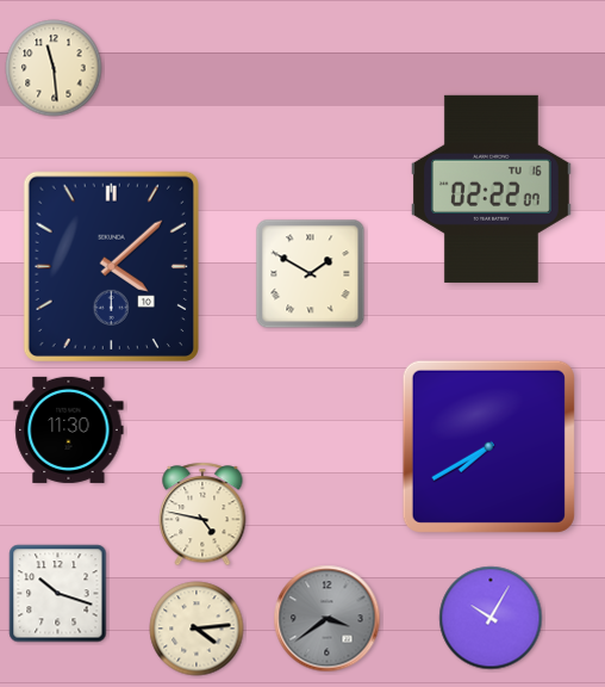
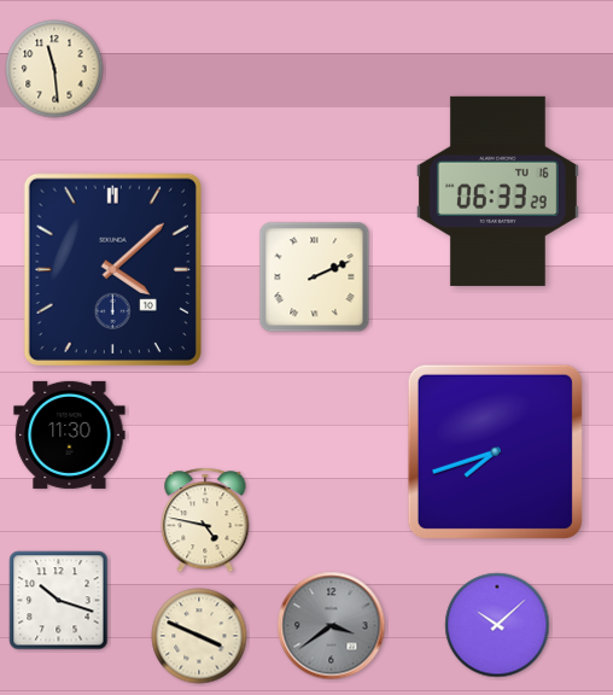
clock at (491, 188): 02:22 -> 06:33
clock at (311, 274): 1:50 -> 2:11
clock at (488, 446): 7:40 -> 7:42
clock at (491, 618): 10:05 -> 10:08
clock at (197, 629): 4:14 -> 3:49
